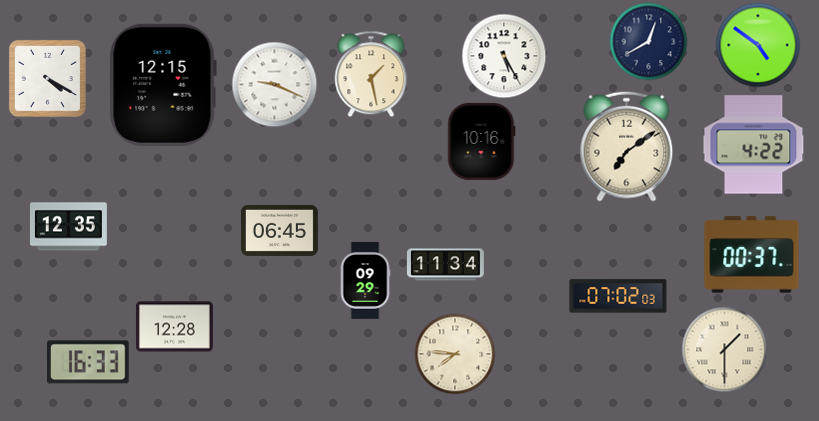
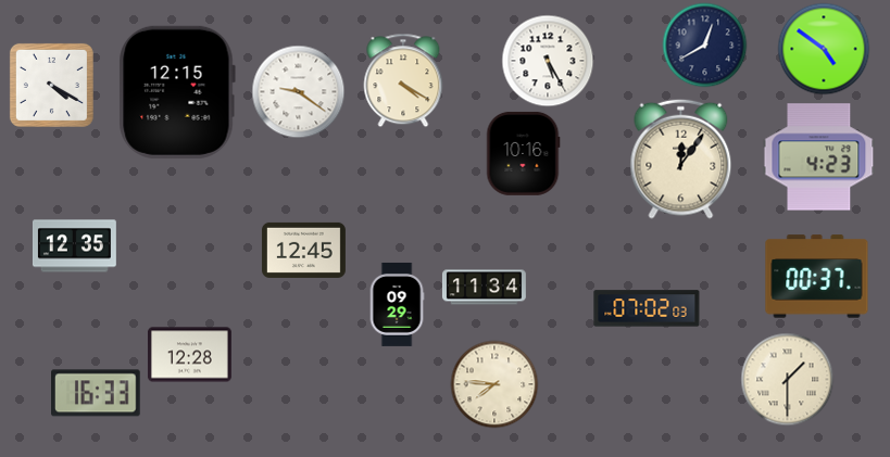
clock at (371, 74): 1:28 -> 4:20
clock at (274, 84): 9:19 -> 9:21
clock at (754, 145): 4:22 -> 4:23
clock at (627, 146): 7:09 -> 12:06
clock at (279, 230): 06:45 -> 12:45
clock at (618, 296) position: (618, 296) -> (647, 308)
